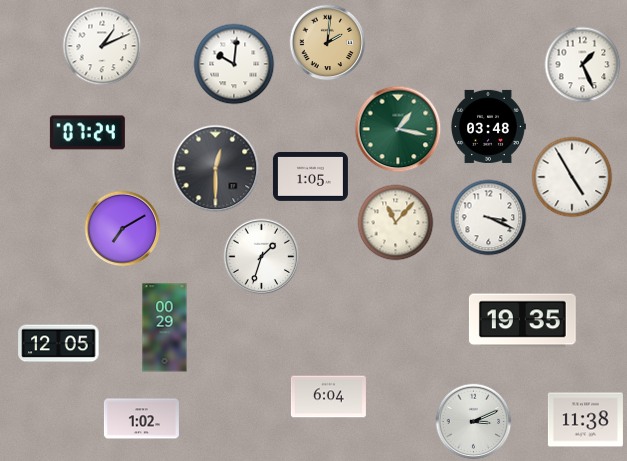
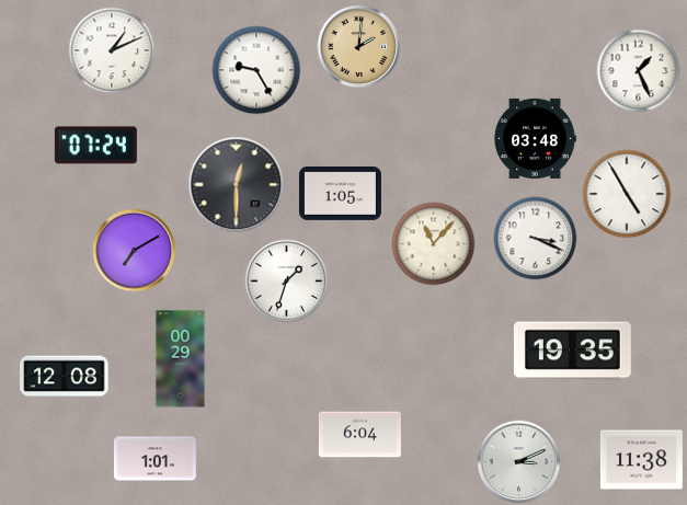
clock at (234, 64): 10:01 -> 9:25
clock at (398, 129): 1:17 -> none
clock at (59, 344): 12:05 -> 12:08
clock at (141, 419): 1:02 -> 1:01
